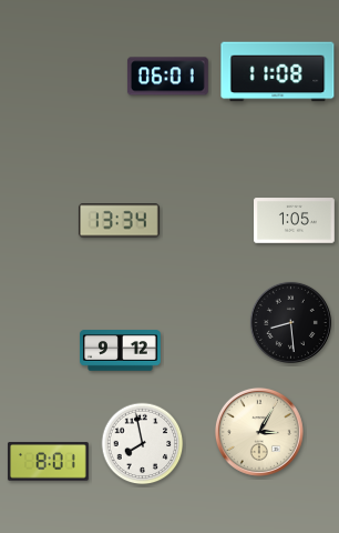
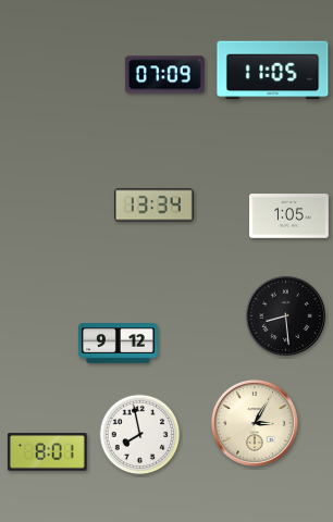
clock at (278, 72): 11:08 -> 11:05
clock at (167, 77): 06:01 -> 07:09
clock at (119, 221) position: (119, 221) -> (153, 206)
